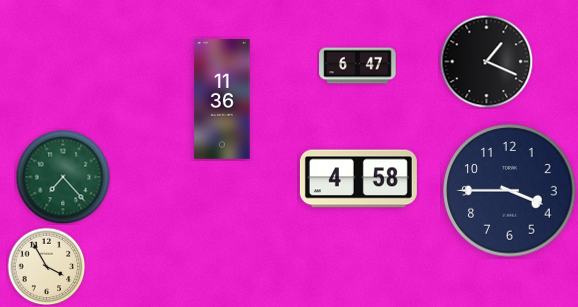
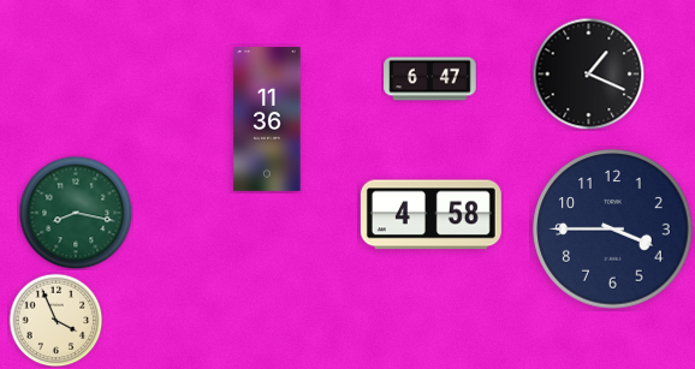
clock at (486, 61) position: (486, 61) -> (588, 73)
clock at (63, 177): 7:23 -> 8:17
clock at (46, 266): 3:55 -> 3:56
